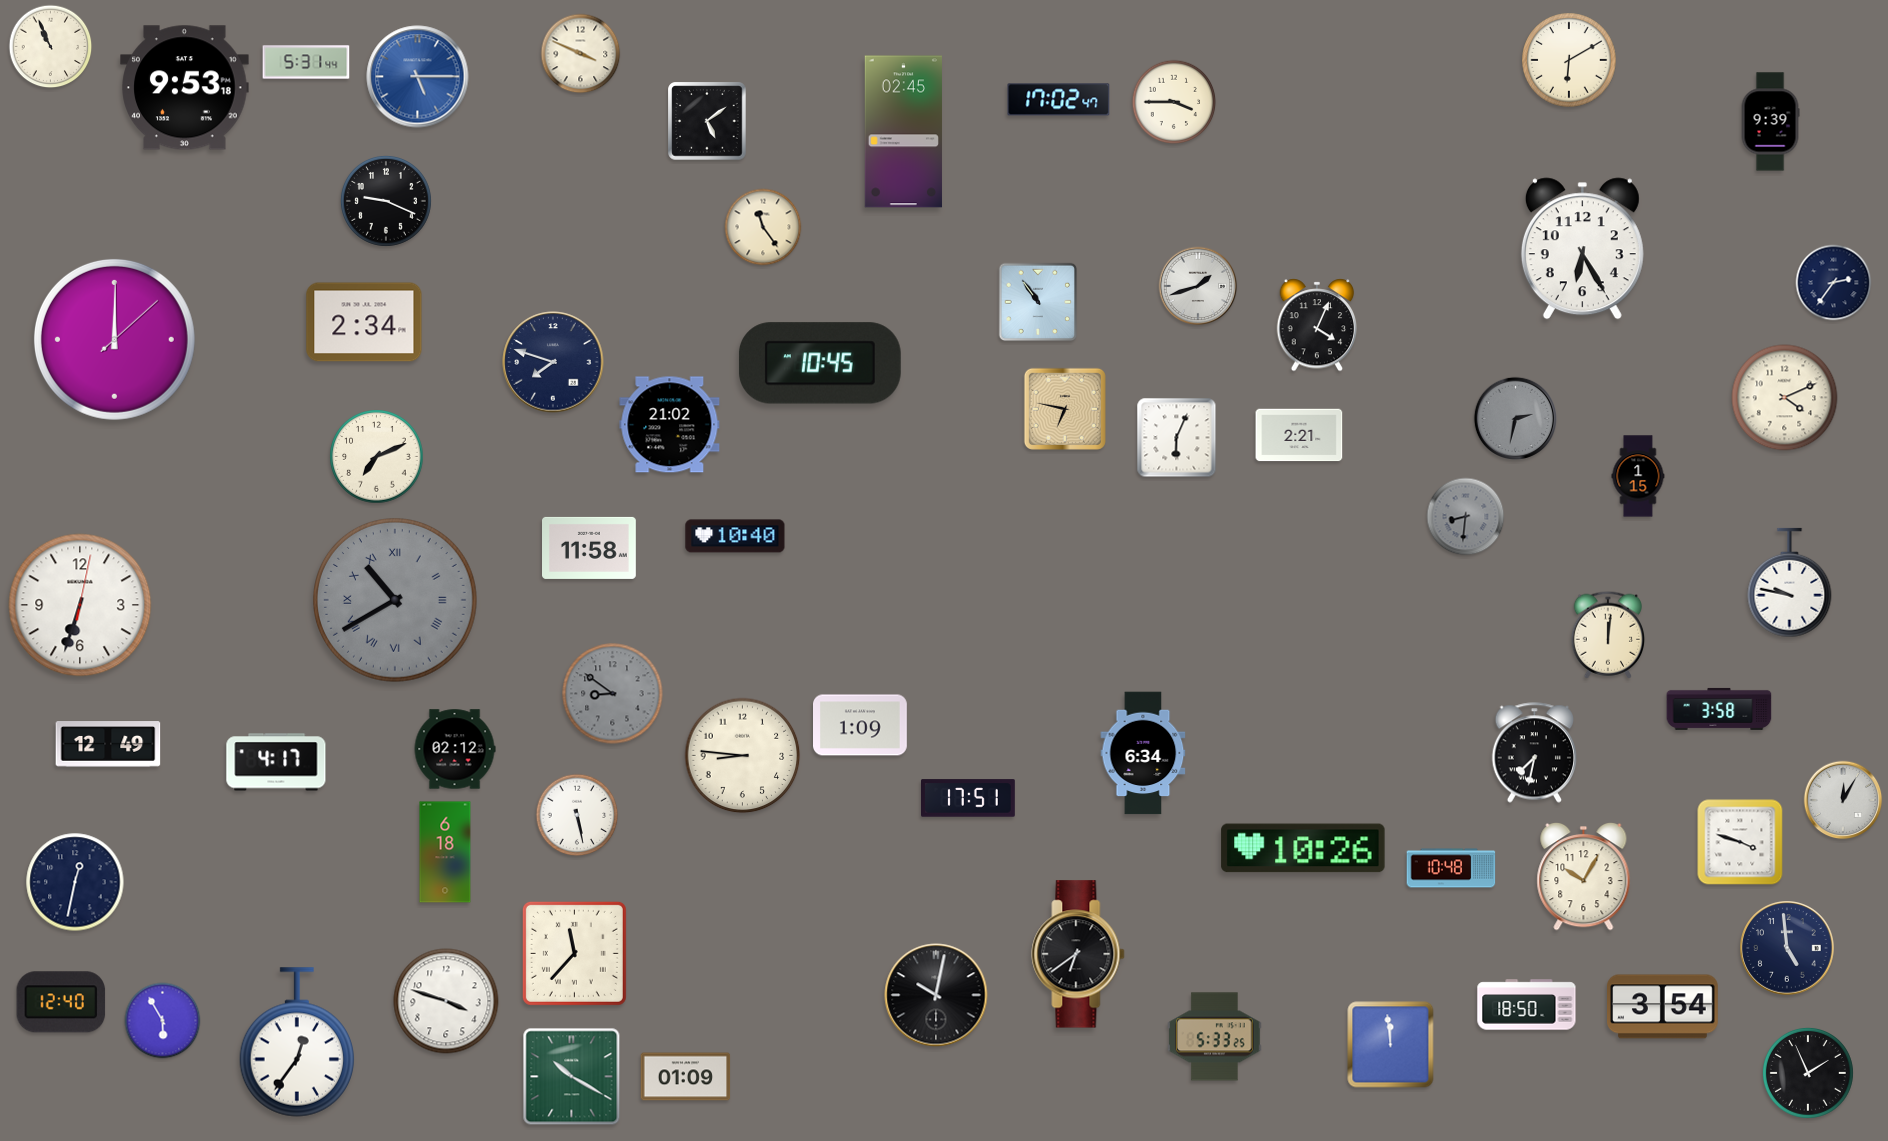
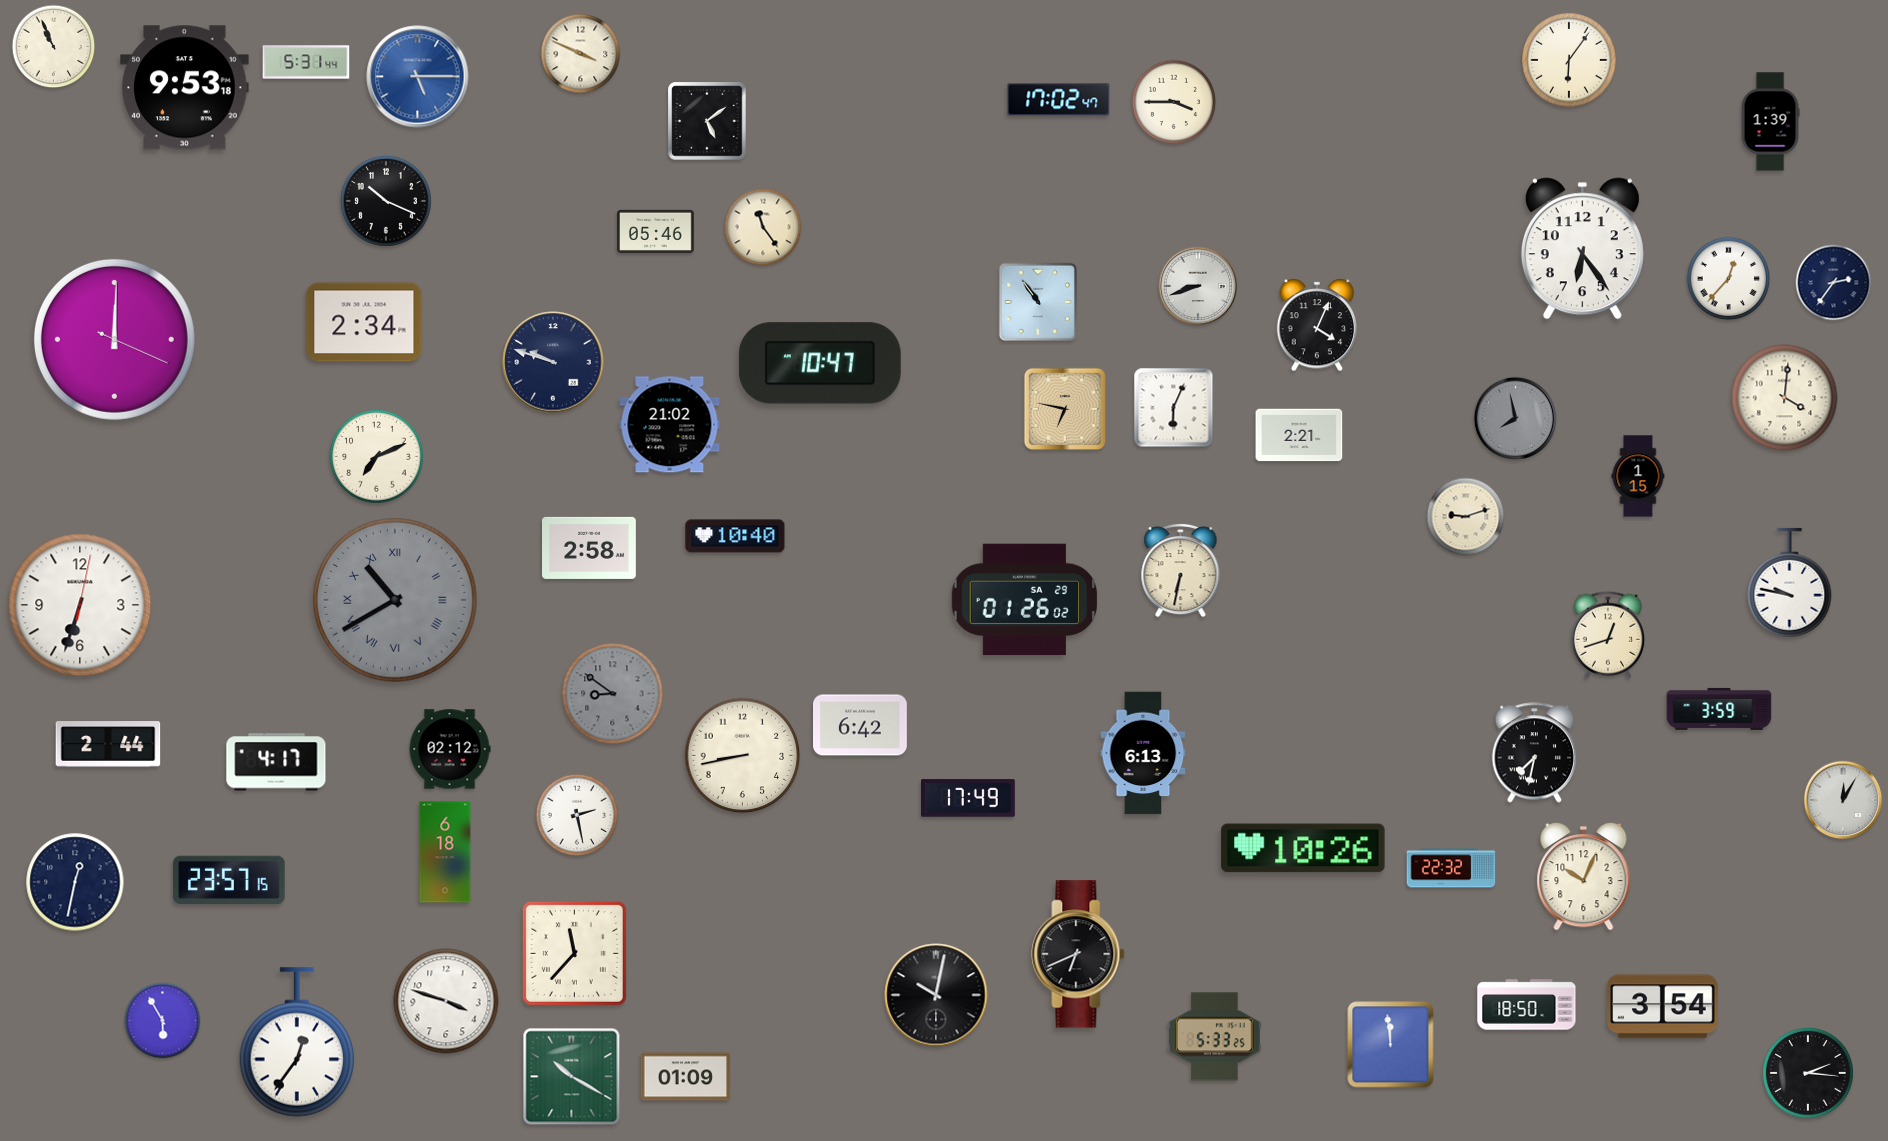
clock at (51, 47) position: (51, 47) -> (54, 47)
clock at (1569, 60): 6:10 -> 6:06
clock at (1770, 122): 9:39 -> 1:39
clock at (903, 132): 02:45 -> none
clock at (386, 201): 9:19 -> 10:19
clock at (656, 231): none -> 05:46
clock at (1582, 249): 6:25 -> 6:24
clock at (1729, 279): none -> 12:37
clock at (1198, 286): 1:42 -> 8:42
clock at (114, 339): 12:00:08 -> 12:00:19
clock at (553, 362): 7:48 -> 9:48
clock at (820, 363): 10:45 -> 10:47
clock at (1785, 398): 4:11 -> 4:01
clock at (1515, 418): 2:32 -> 7:58
clock at (1177, 438) position: (1177, 438) -> (1174, 408)
clock at (1466, 517): 8:31 -> 9:12
clock at (1466, 517) dial: grey -> cream
clock at (590, 548): 11:58 -> 2:58
clock at (1181, 570): none -> 6:32
clock at (1025, 600): none -> 01:26
clock at (1608, 635): 12:01 -> 12:42
clock at (1719, 709): 3:58 -> 3:59
clock at (861, 725): 1:09 -> 6:42
clock at (108, 744): 12:49 -> 2:44
clock at (455, 749) position: (455, 749) -> (450, 749)
clock at (1143, 753): 6:34 -> 6:13
clock at (743, 756): 8:46 -> 8:43
clock at (969, 798): 17:51 -> 17:49
clock at (577, 815): 5:28 -> 2:28
clock at (1740, 842): 3:48 -> none
clock at (1451, 868): 10:48 -> 22:32
clock at (1584, 876): 10:05 -> 10:04
clock at (229, 880): none -> 23:57
clock at (1787, 948): 4:59 -> none
clock at (1078, 954): 6:39 -> 6:41
clock at (61, 1002): 12:40 -> none
clock at (1808, 1073): 1:56 -> 2:16
